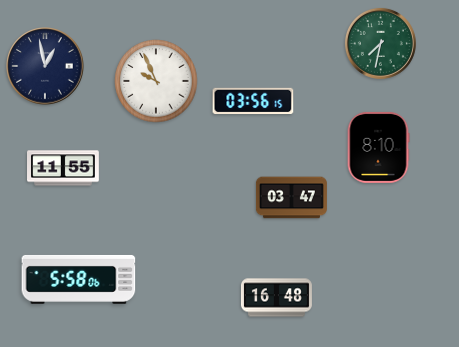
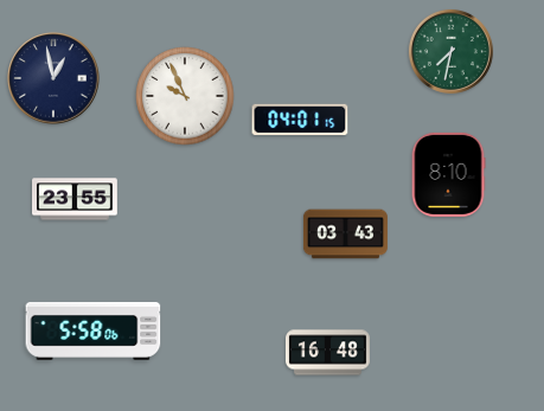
clock at (253, 100): 03:56 -> 04:01
clock at (64, 168): 11:55 -> 23:55
clock at (291, 198): 03:47 -> 03:43
